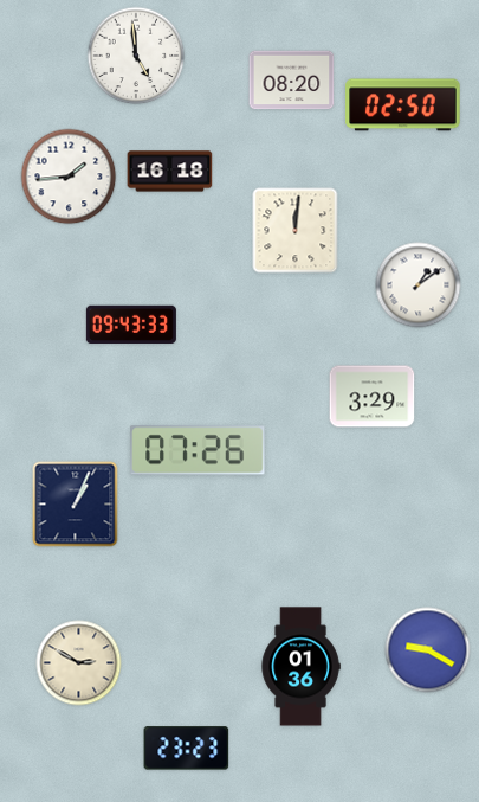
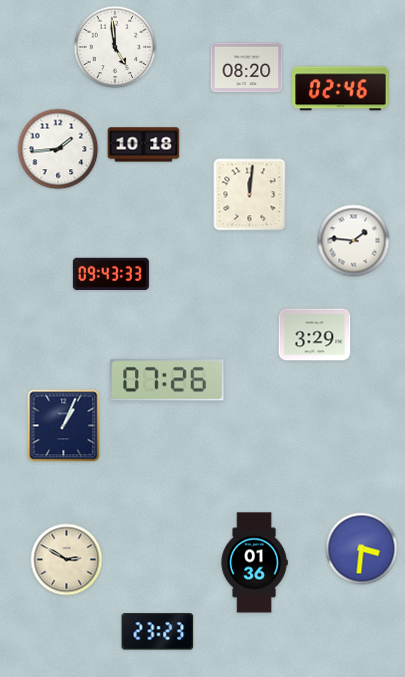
clock at (403, 105): 02:50 -> 02:46
clock at (170, 172): 16:18 -> 10:18
clock at (419, 285): 1:09 -> 1:46
clock at (428, 650): 9:20 -> 3:31
